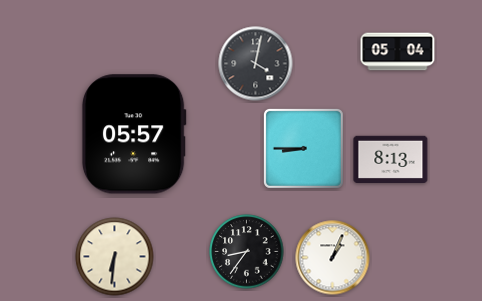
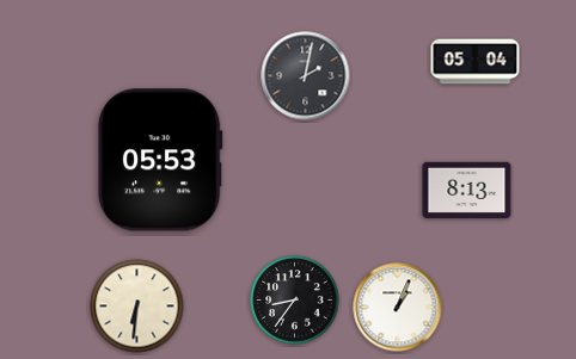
clock at (256, 64): 4:02 -> 2:02
clock at (134, 134): 05:57 -> 05:53
clock at (303, 148): 8:45 -> none
